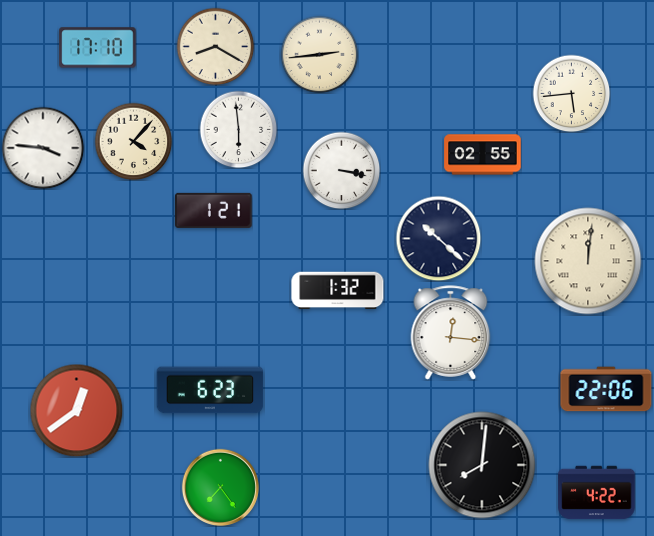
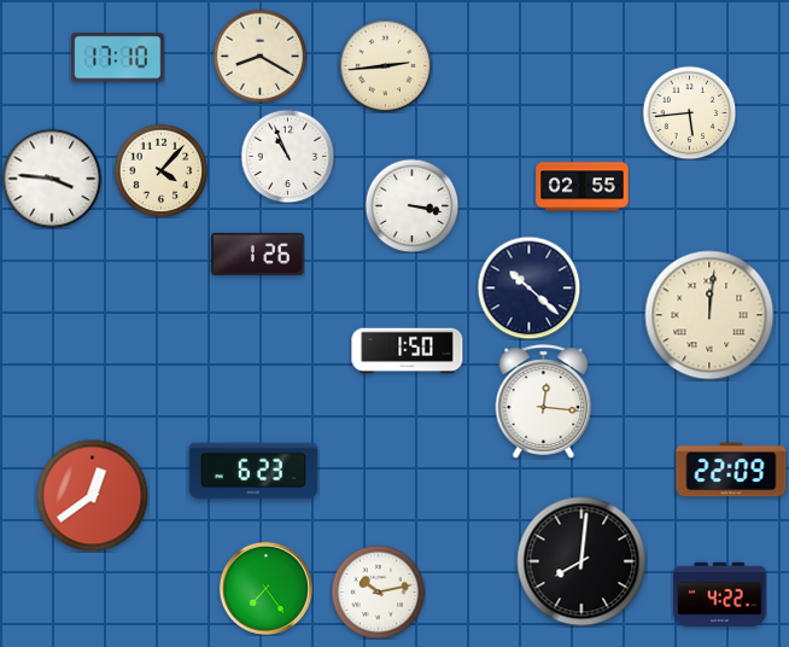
clock at (238, 129): 5:59 -> 10:56
clock at (214, 210): 1:21 -> 1:26
clock at (338, 291): 1:32 -> 1:50
clock at (606, 389): 22:06 -> 22:09
clock at (378, 591): none -> 10:13
